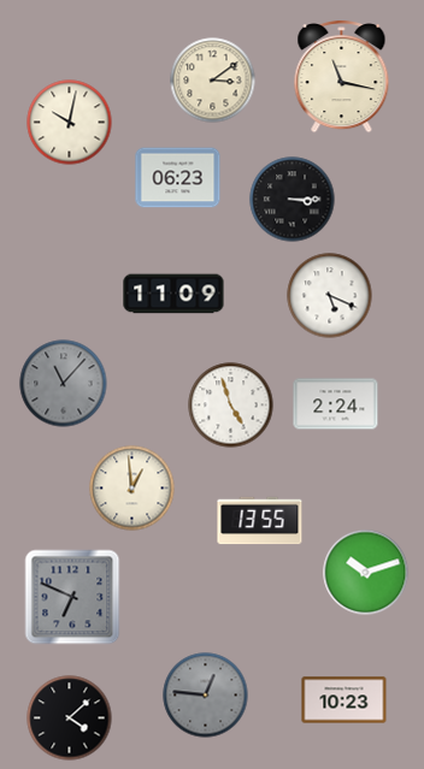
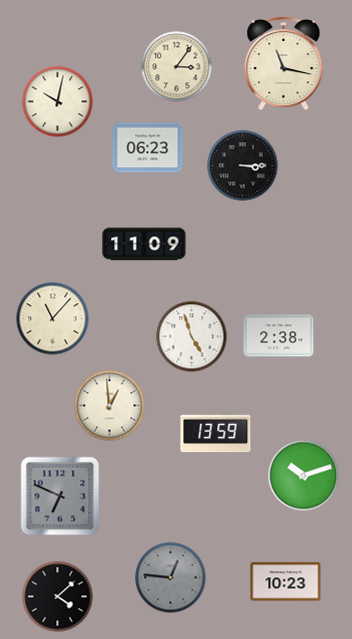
clock at (213, 81): 3:09 -> 3:06
clock at (330, 296): 5:19 -> none
clock at (64, 384) dial: grey -> cream
clock at (336, 404): 2:24 -> 2:38
clock at (260, 521): 13:55 -> 13:59
